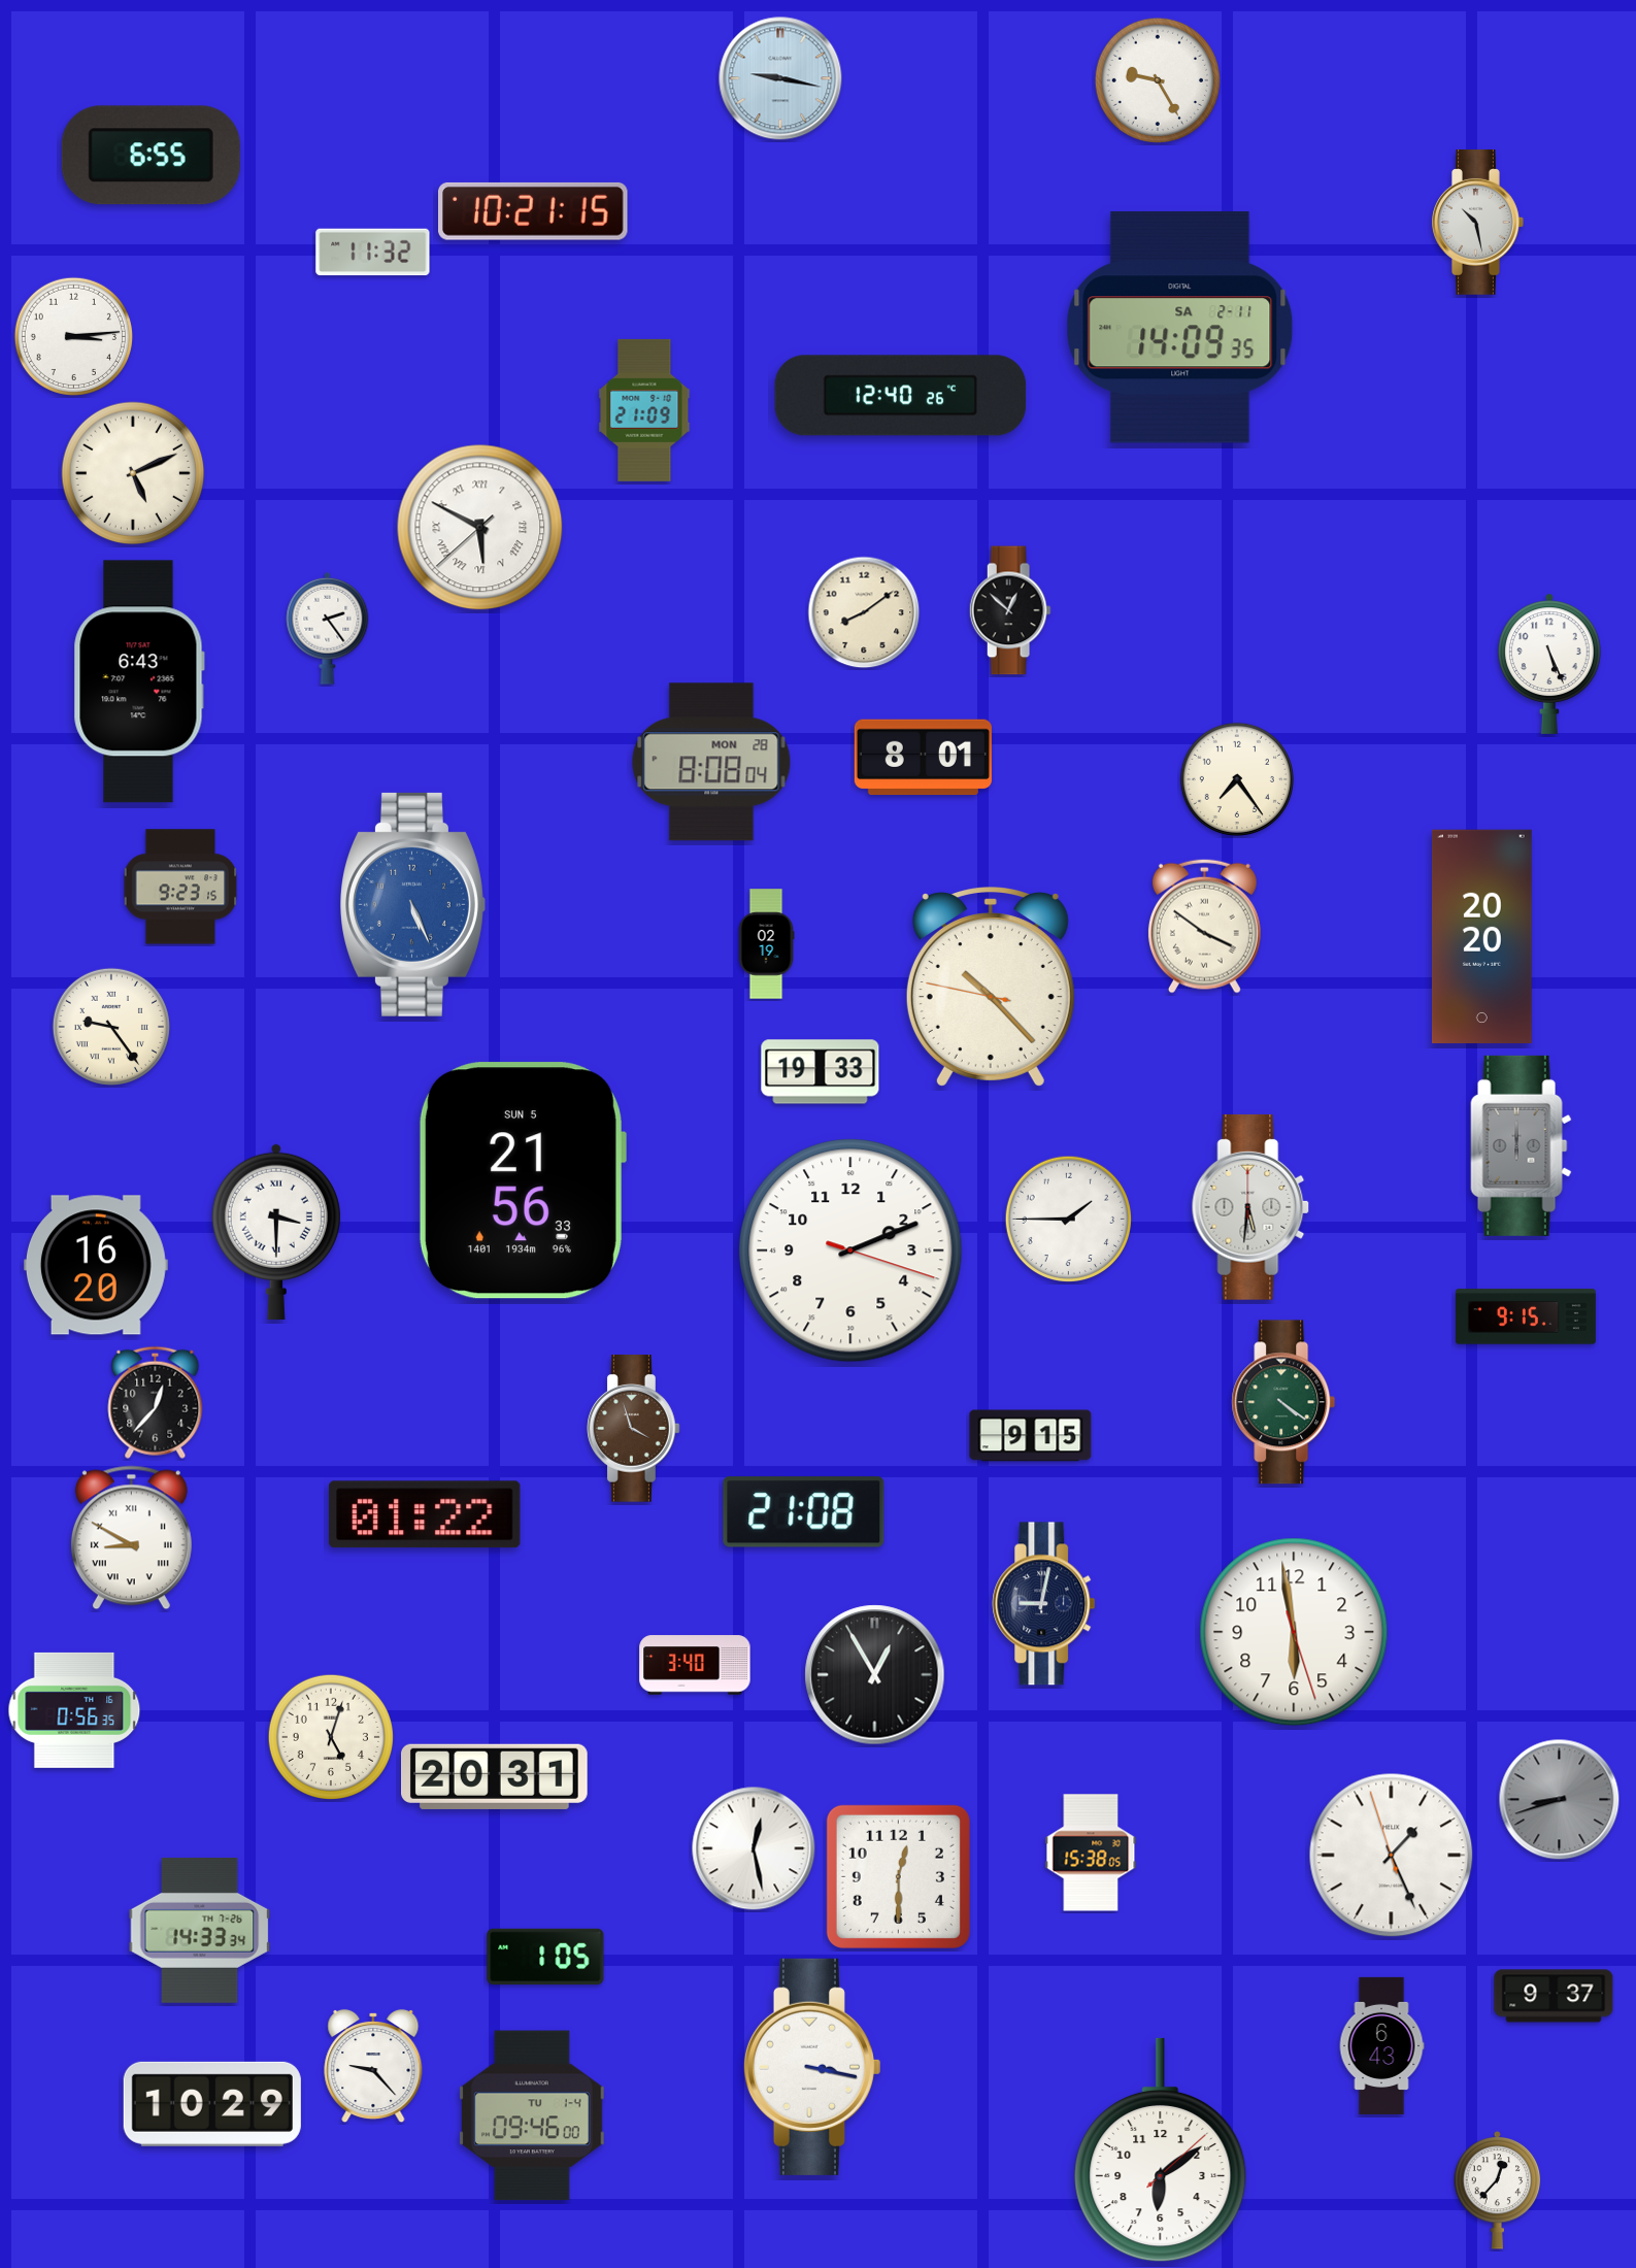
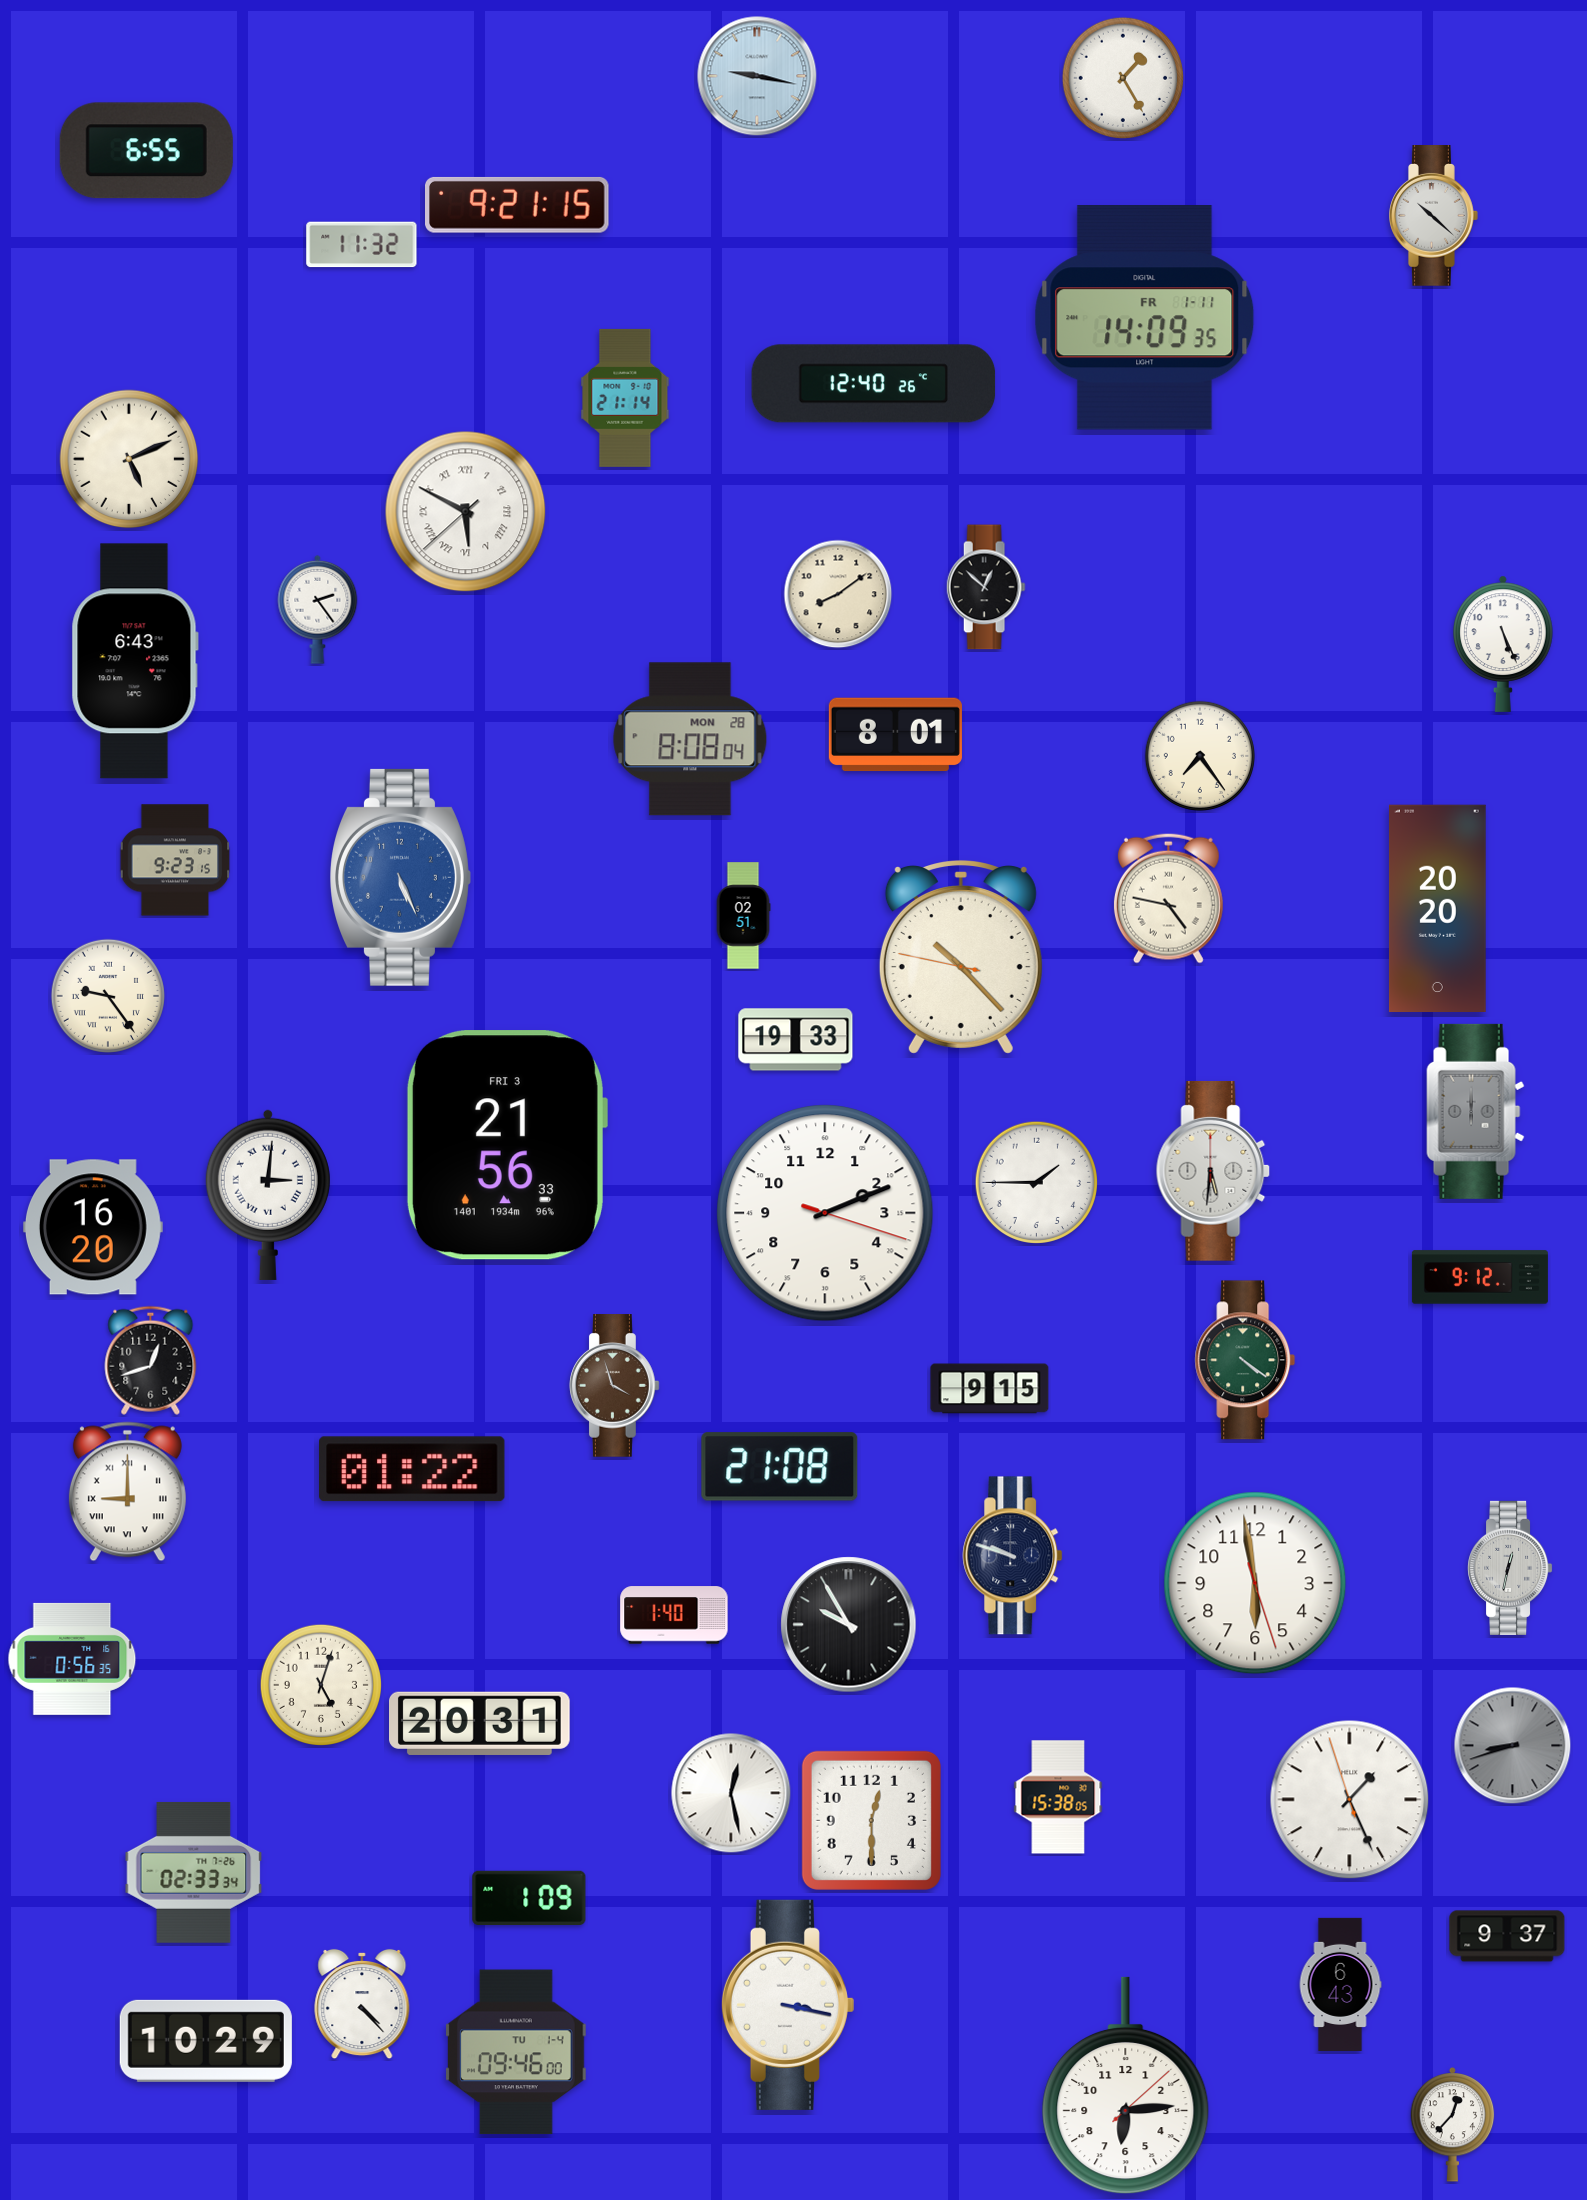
clock at (1157, 79): 9:25 -> 1:25
clock at (534, 211): 10:21 -> 9:21
clock at (1478, 223): 10:28 -> 10:22
clock at (1180, 328) date: SA 2-11 -> FR 1-11
clock at (73, 336): 3:14 -> none
clock at (644, 410): 21:09 -> 21:14
clock at (1010, 610) position: (1010, 610) -> (986, 587)
clock at (1204, 926): 3:51 -> 4:47
clock at (766, 944): 02:19 -> 02:51
clock at (522, 1180) date: SUN 5 -> FRI 3
clock at (276, 1232): 3:30 -> 3:01
clock at (1526, 1316): 9:15 -> 9:12
clock at (156, 1402): 12:37 -> 12:42
clock at (1031, 1436) position: (1031, 1436) -> (990, 1389)
clock at (131, 1538): 8:50 -> 9:00
clock at (1044, 1604): 9:02 -> 9:48
clock at (1511, 1568): none -> 12:32
clock at (695, 1665): 3:40 -> 1:40
clock at (875, 1675): 12:55 -> 9:55
clock at (200, 1931): 14:33 -> 02:33
clock at (545, 1956): 1:05 -> 1:09
clock at (373, 2066): 9:23 -> 4:23
clock at (1161, 2150): 6:09 -> 6:14
